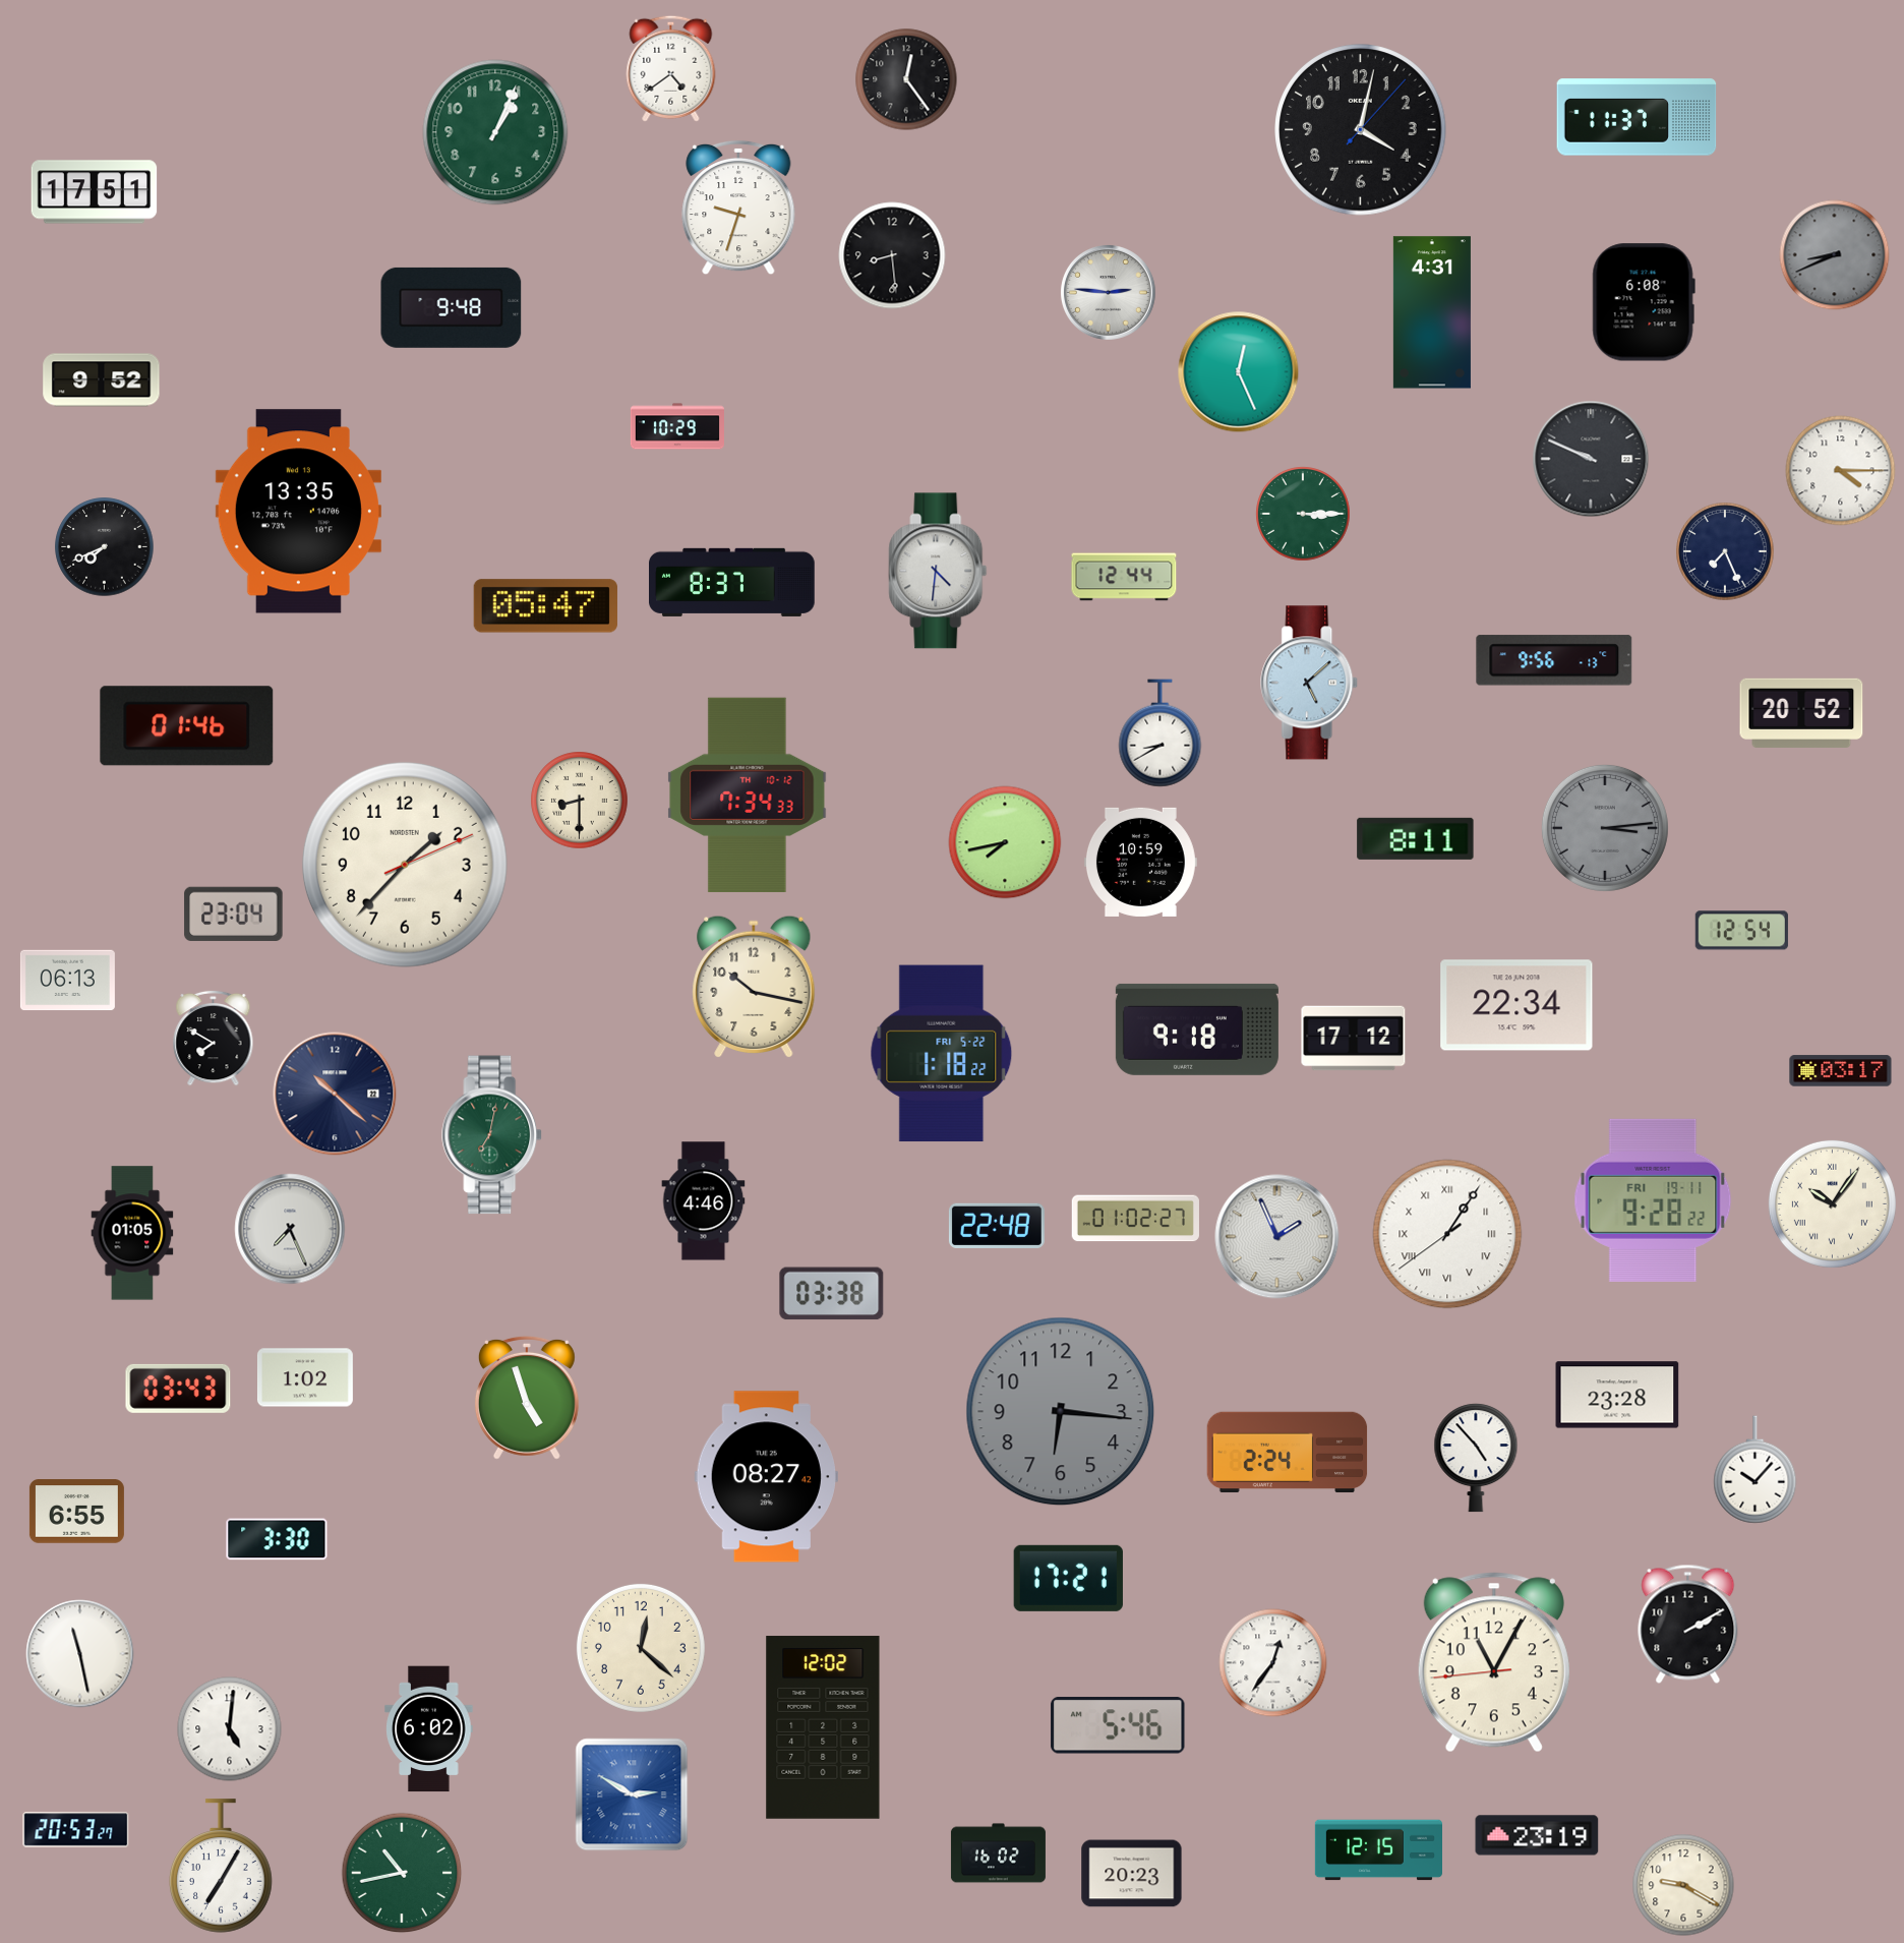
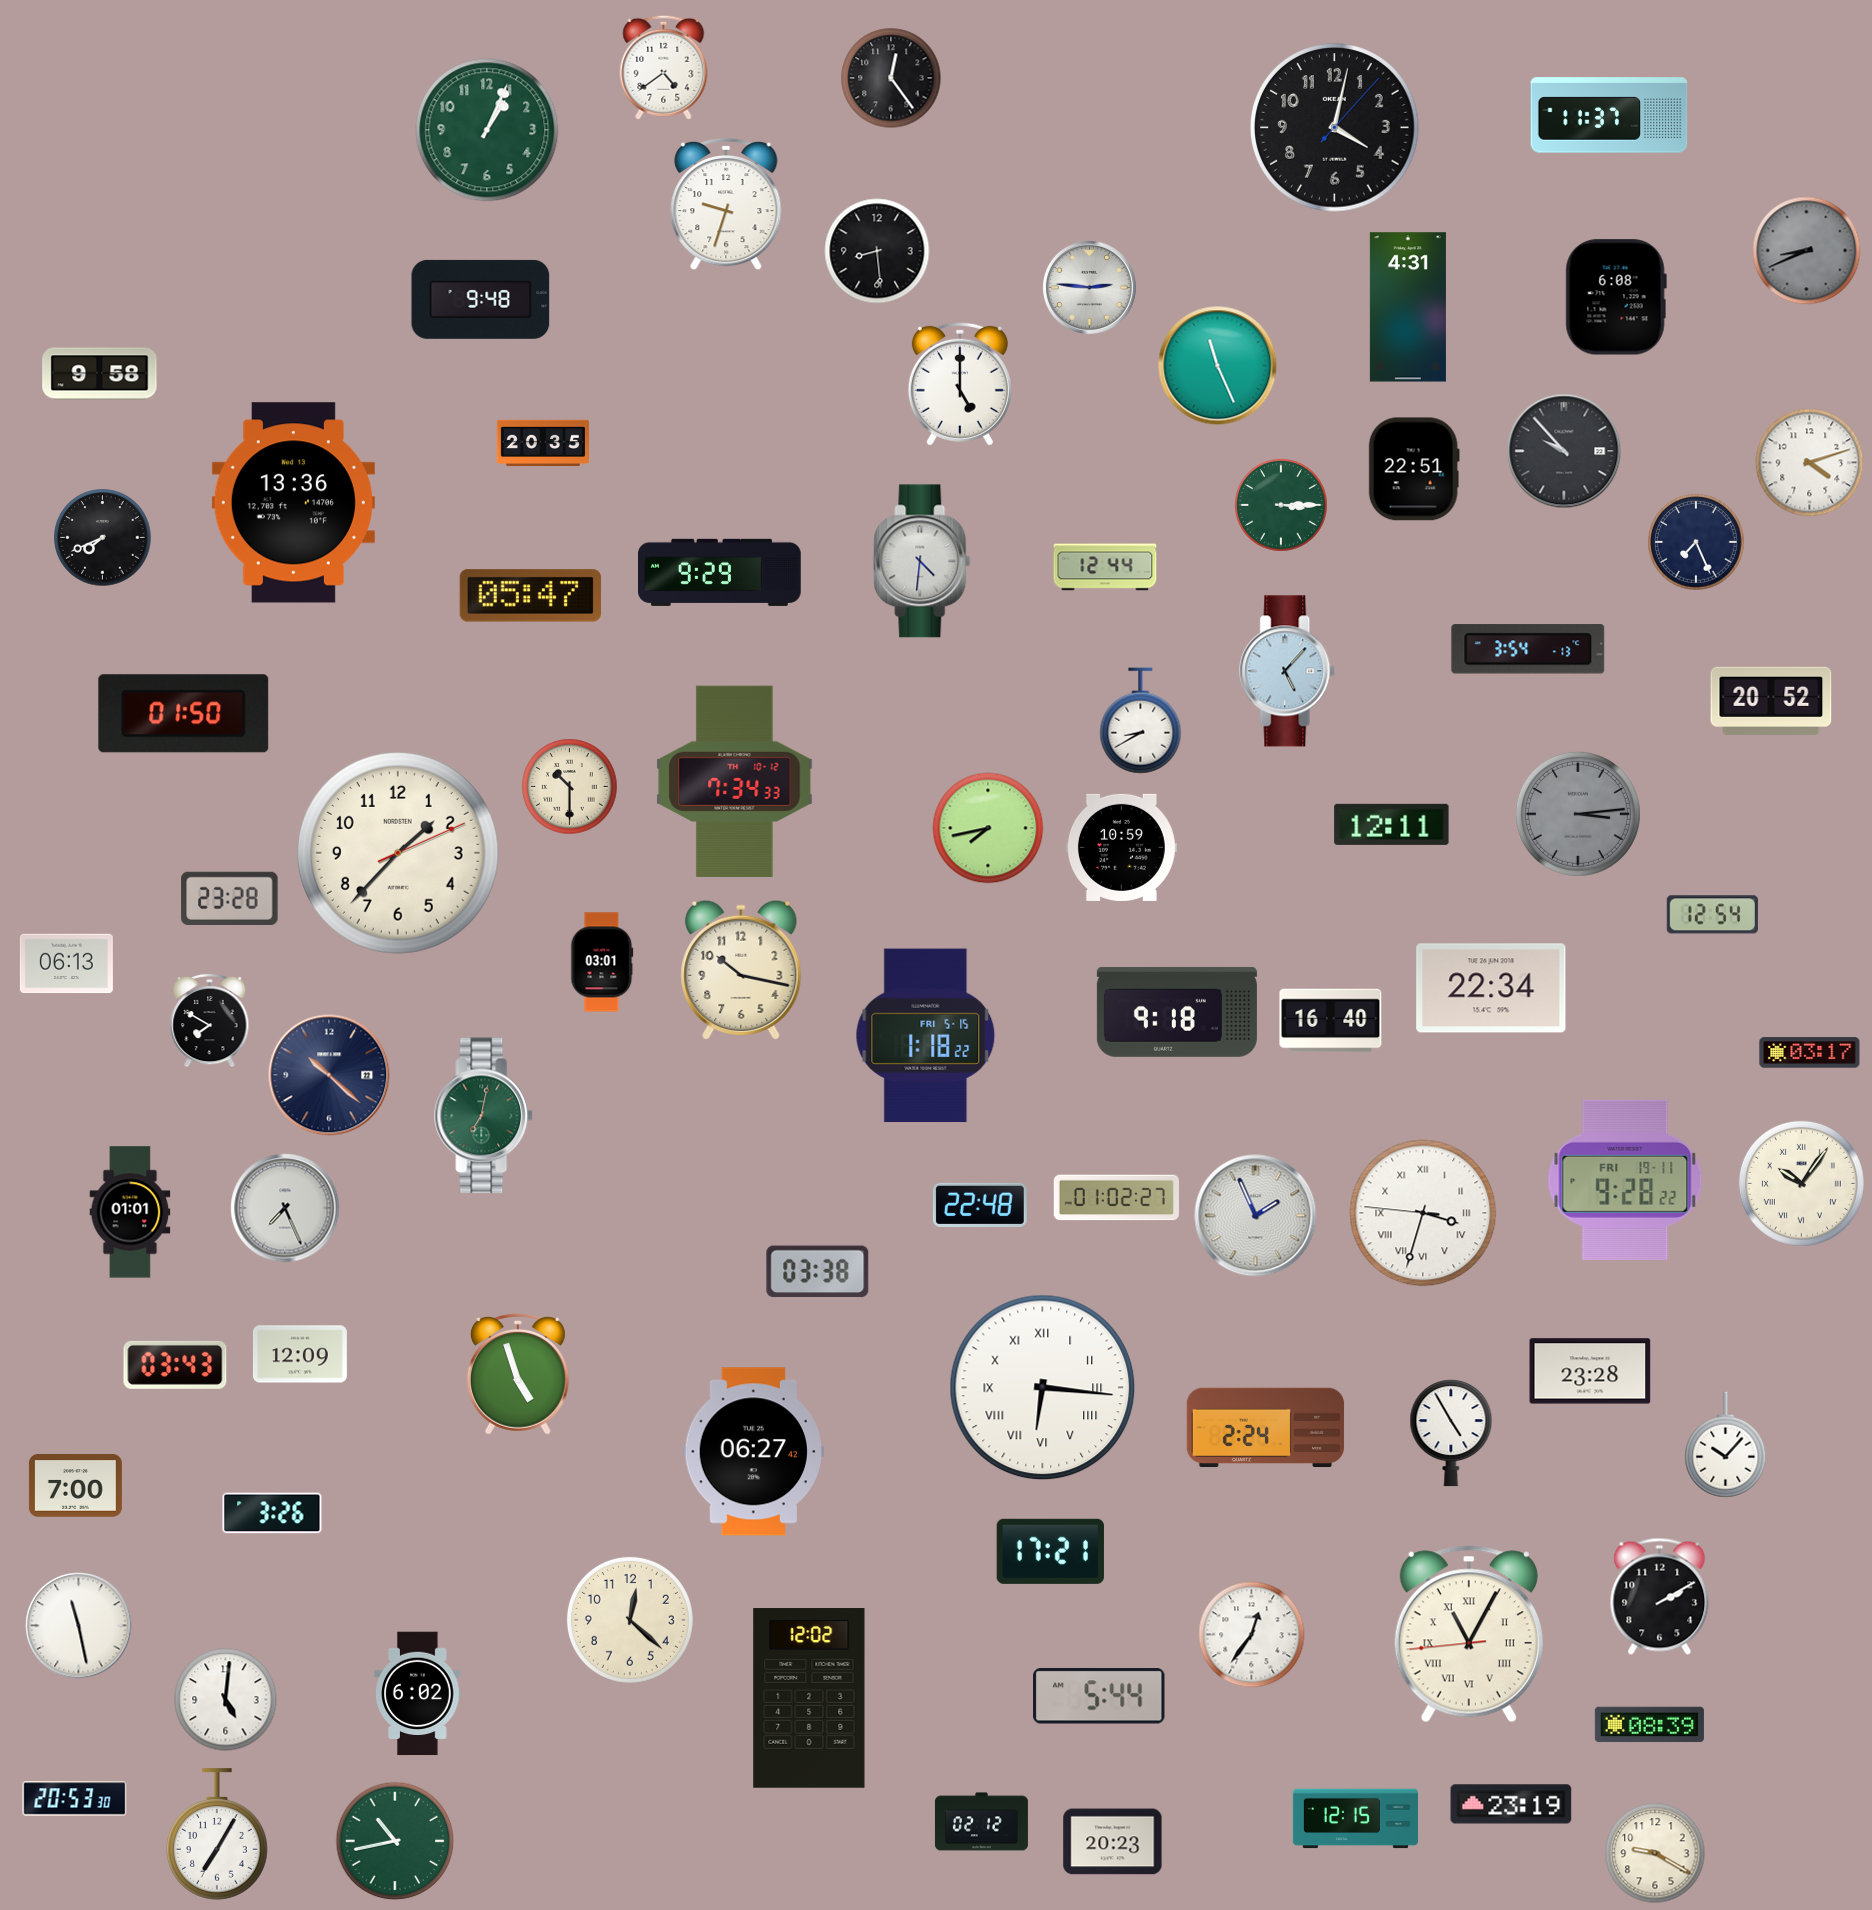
clock at (671, 68) position: (671, 68) -> (664, 67)
clock at (1361, 130) position: (1361, 130) -> (1335, 128)
clock at (95, 192): 17:51 -> none
clock at (1835, 255) position: (1835, 255) -> (1807, 251)
clock at (452, 307) position: (452, 307) -> (481, 299)
clock at (1239, 372): 12:26 -> 11:26
clock at (102, 380): 9:52 -> 9:58
clock at (960, 384): none -> 5:00
clock at (677, 426): 10:29 -> none
clock at (543, 443): none -> 20:35
clock at (1591, 459): 9:49 -> 9:53
clock at (1841, 471): 4:15 -> 4:12
clock at (1414, 469): none -> 22:51
clock at (298, 512): 13:35 -> 13:36
clock at (732, 582): 8:37 -> 9:29
clock at (545, 606) position: (545, 606) -> (530, 596)
clock at (1554, 660): 9:56 -> 3:54
clock at (1310, 683): 5:08 -> 5:07
clock at (187, 726): 01:46 -> 01:50
clock at (580, 801): 8:30 -> 10:30
clock at (1416, 838): 8:11 -> 12:11
clock at (405, 865) position: (405, 865) -> (398, 853)
clock at (234, 914): 23:04 -> 23:28
clock at (602, 962): none -> 03:01
clock at (1354, 1039): 17:12 -> 16:40
clock at (942, 1054) date: FRI 5-22 -> FRI 5-15
clock at (704, 1201): 4:46 -> none
clock at (132, 1233): 01:05 -> 01:01
clock at (1447, 1234): 1:05 -> 3:32
clock at (305, 1377): 1:02 -> 12:09
clock at (1061, 1412) dial: grey -> white
clock at (1061, 1412) numerals: Arabic -> Roman
clock at (1476, 1458): 4:53 -> 4:55
clock at (766, 1477): 08:27 -> 06:27
clock at (76, 1512): 6:55 -> 7:00
clock at (277, 1539): 3:30 -> 3:26
clock at (1494, 1662) numerals: Arabic -> Roman
clock at (1118, 1725): 5:46 -> 5:44
clock at (429, 1729) position: (429, 1729) -> (418, 1694)
clock at (1649, 1725): none -> 08:39
clock at (632, 1794): 2:50 -> none
clock at (76, 1830): 20:53:27 -> 20:53:30
clock at (998, 1853): 16:02 -> 02:12
